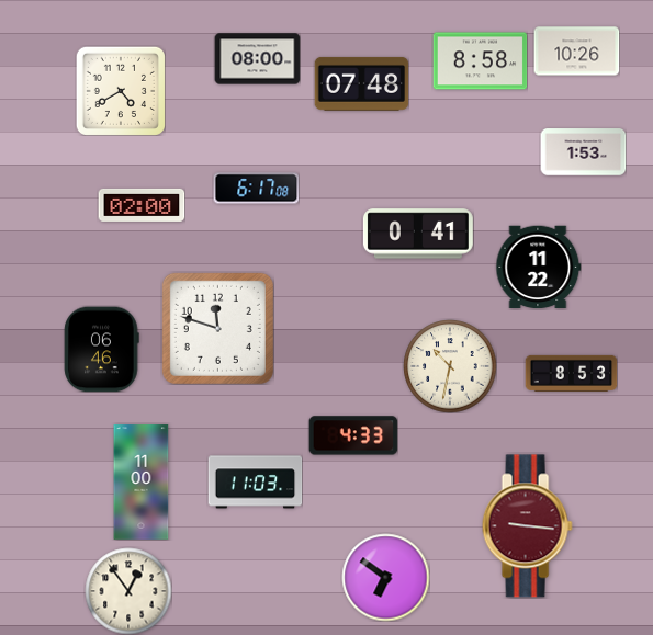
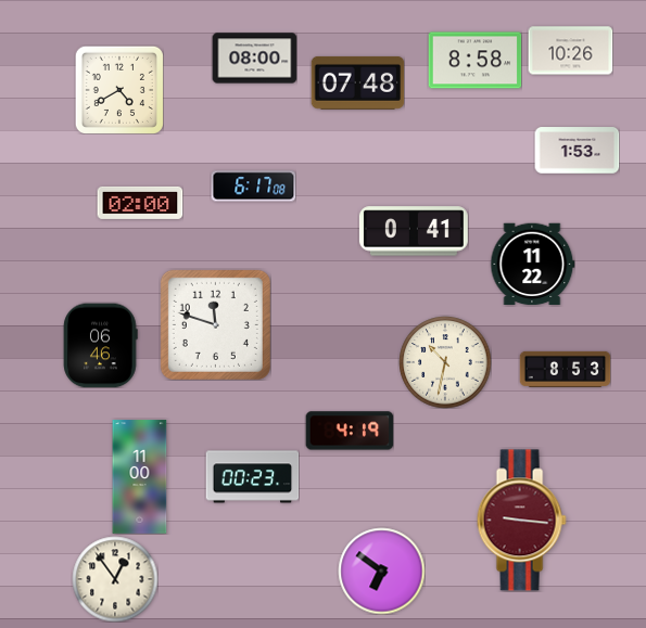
clock at (353, 435): 4:33 -> 4:19
clock at (255, 483): 11:03 -> 00:23
clock at (128, 591) position: (128, 591) -> (115, 579)
